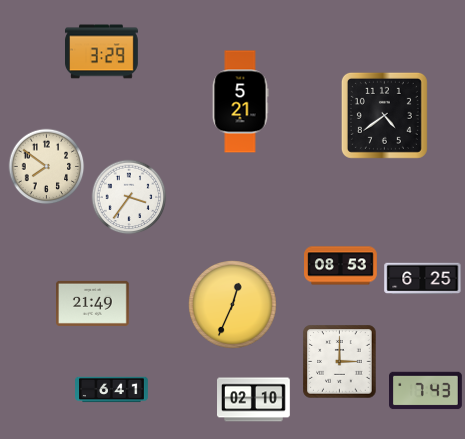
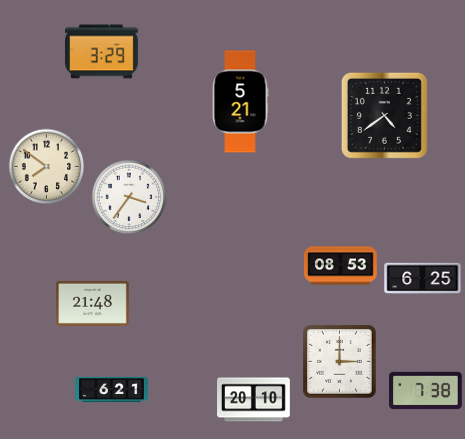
clock at (93, 303): 21:49 -> 21:48
clock at (233, 305): 12:34 -> none
clock at (112, 390): 6:41 -> 6:21
clock at (426, 391): 7:43 -> 7:38
clock at (254, 400): 02:10 -> 20:10
